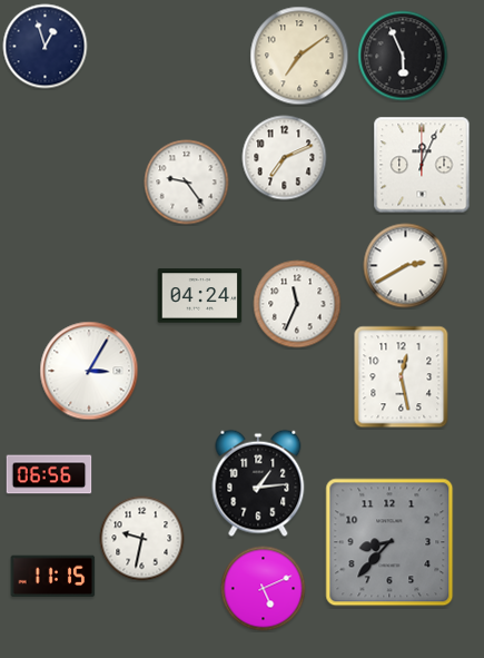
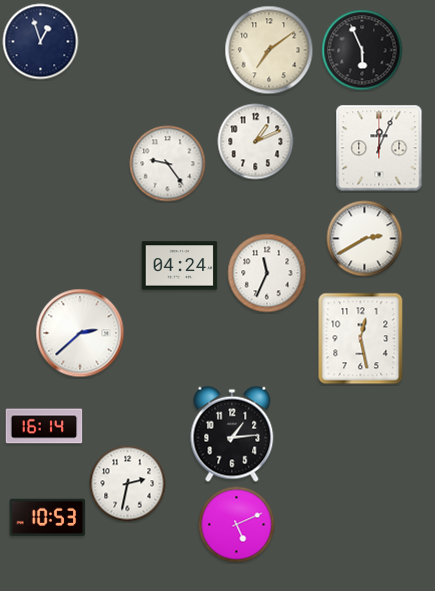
clock at (285, 158): 7:11 -> 1:11
clock at (89, 371): 3:05 -> 2:38
clock at (49, 474): 06:56 -> 16:14
clock at (142, 539): 9:32 -> 2:32
clock at (389, 542): 8:37 -> none
clock at (53, 577): 11:15 -> 10:53
clock at (264, 589) position: (264, 589) -> (237, 525)
